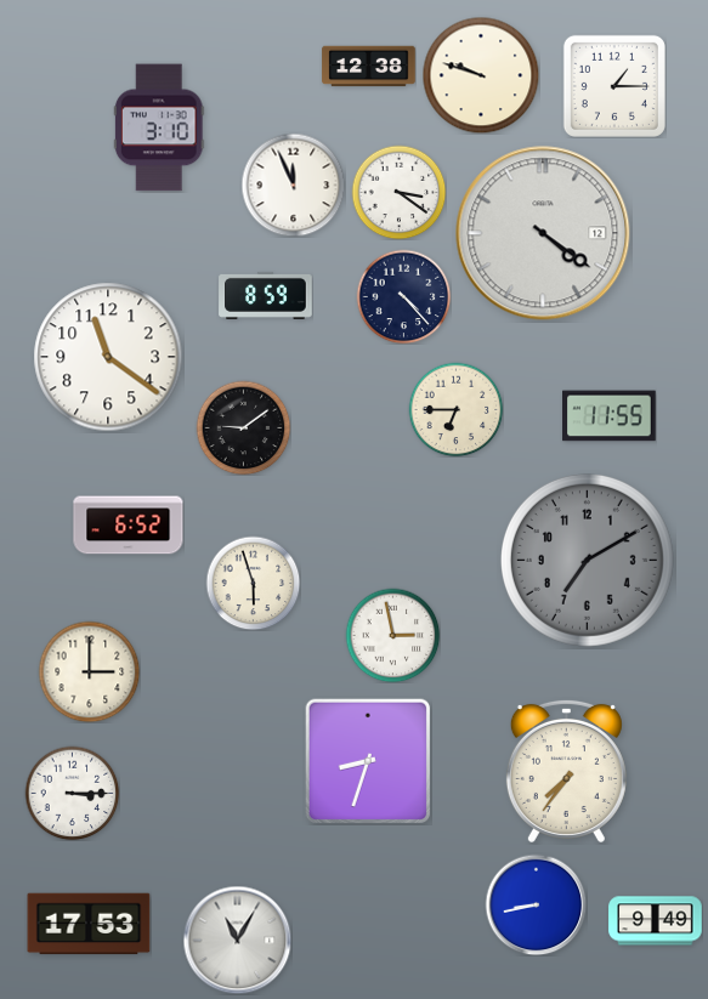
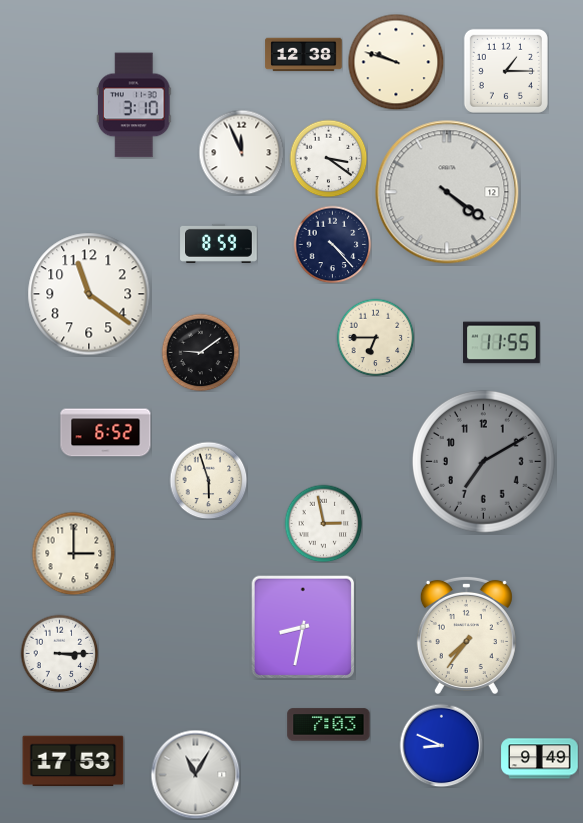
clock at (159, 127) position: (159, 127) -> (134, 105)
clock at (368, 761): 8:33 -> 8:32
clock at (329, 725): none -> 7:03
clock at (536, 904): 8:43 -> 8:49
